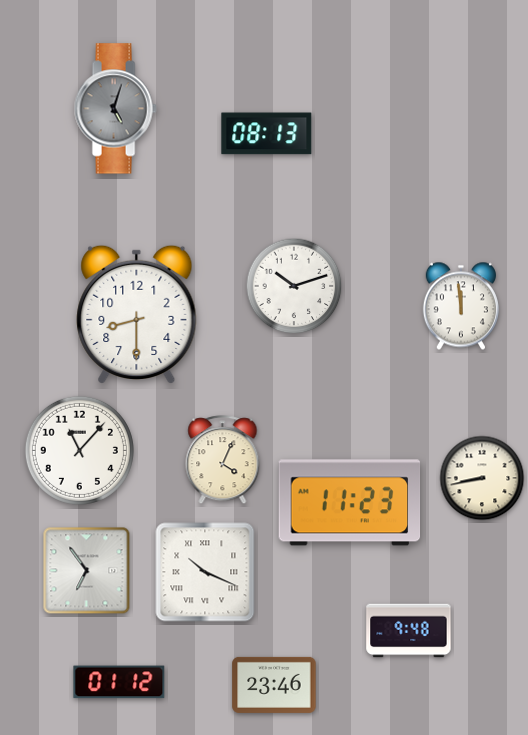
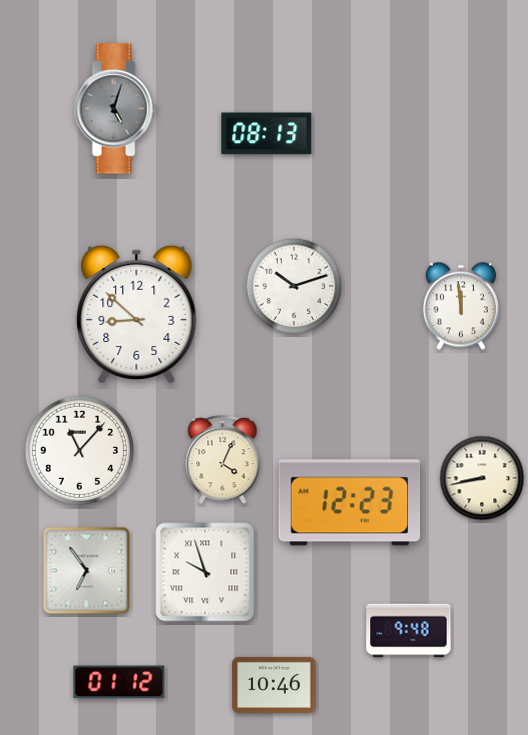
clock at (137, 314): 8:30 -> 8:52
clock at (350, 503): 11:23 -> 12:23
clock at (205, 572): 10:19 -> 9:57
clock at (274, 685): 23:46 -> 10:46
